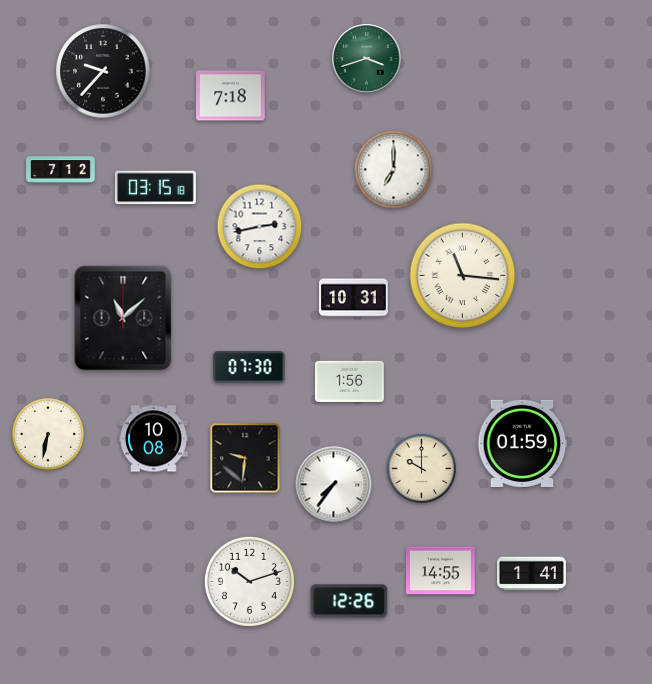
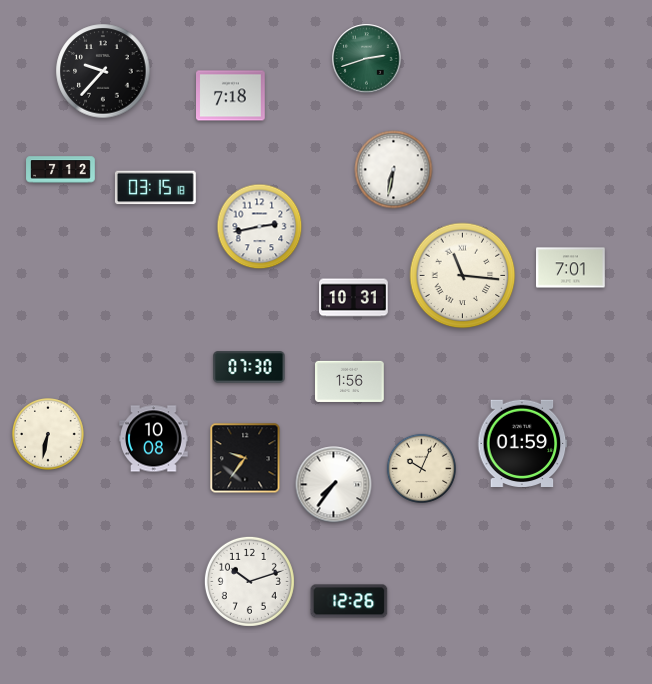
clock at (367, 59): 3:42 -> 2:42
clock at (394, 170): 7:00 -> 6:32
clock at (571, 268): none -> 7:01
clock at (123, 318): 11:08 -> none
clock at (245, 458): 9:31 -> 9:36
clock at (421, 468): 10:00 -> 10:04
clock at (441, 571): 14:55 -> none
clock at (532, 574): 1:41 -> none
